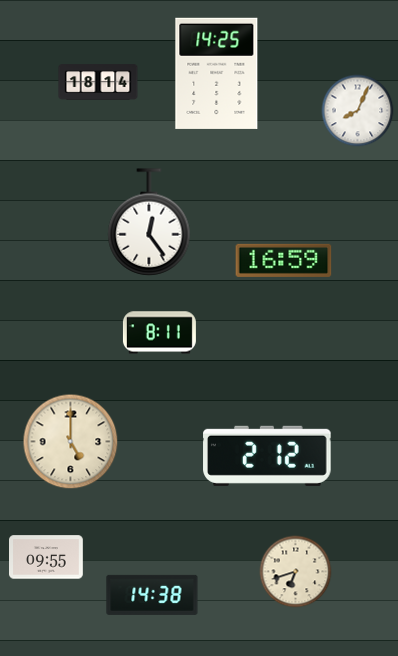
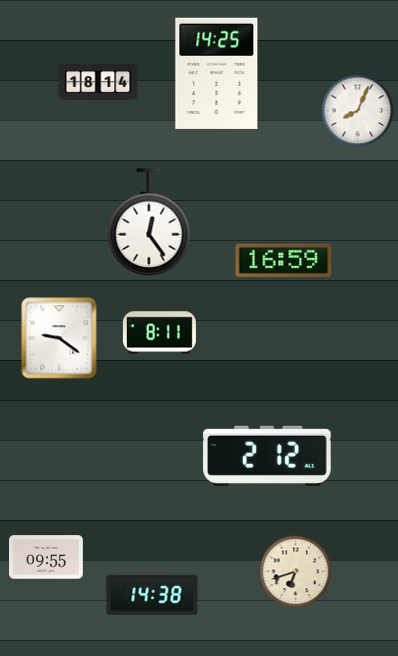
clock at (59, 338): none -> 9:21
clock at (71, 442): 5:00 -> none
